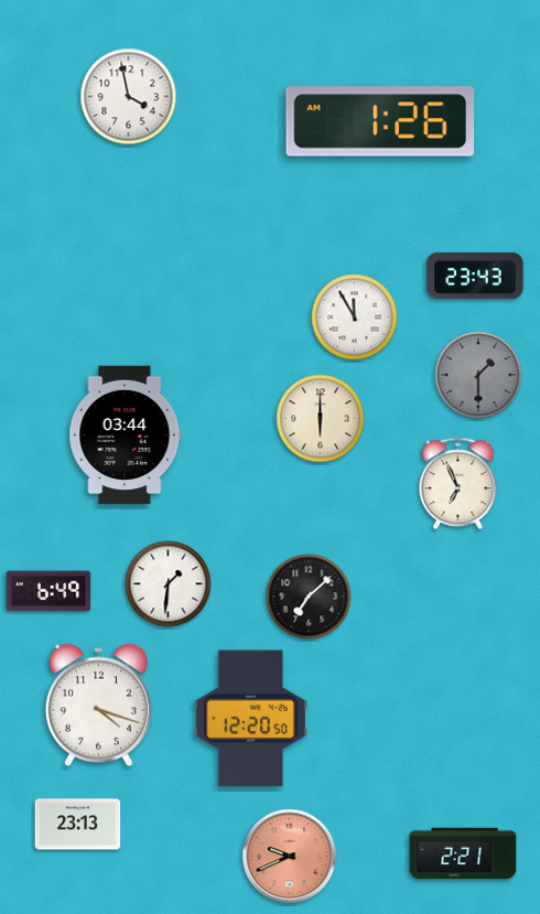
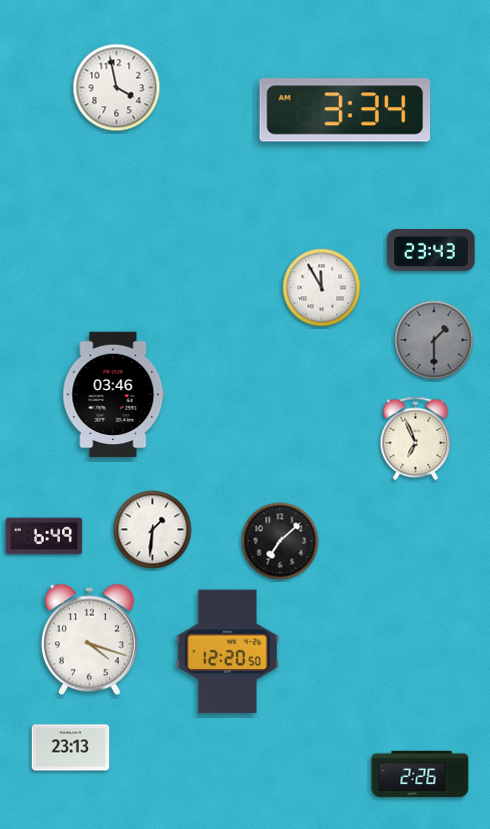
clock at (380, 121): 1:26 -> 3:34
clock at (321, 419): 6:00 -> none
clock at (126, 436): 03:44 -> 03:46
clock at (463, 853): 2:21 -> 2:26
clock at (290, 857): 9:41 -> none
